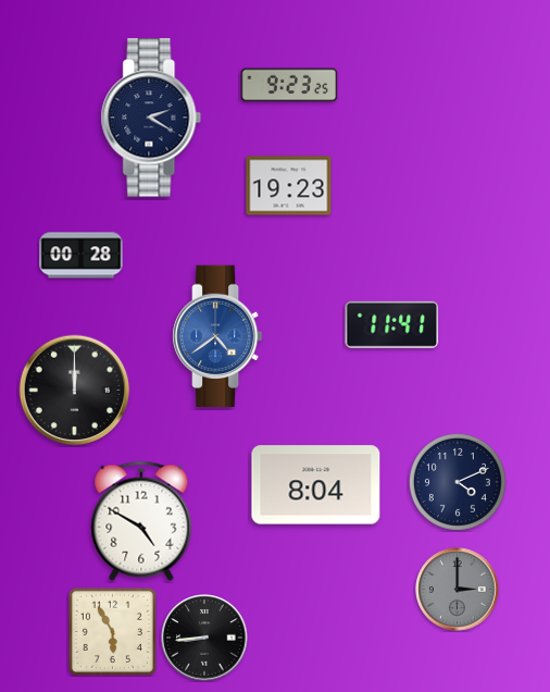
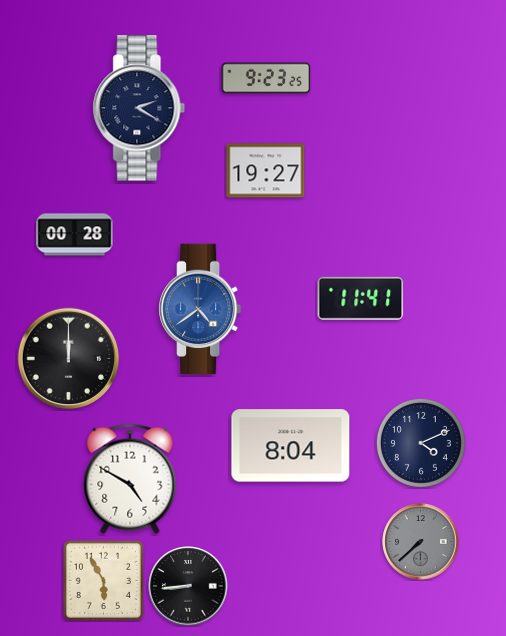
clock at (289, 186): 19:23 -> 19:27
clock at (458, 590): 3:00 -> 7:38
